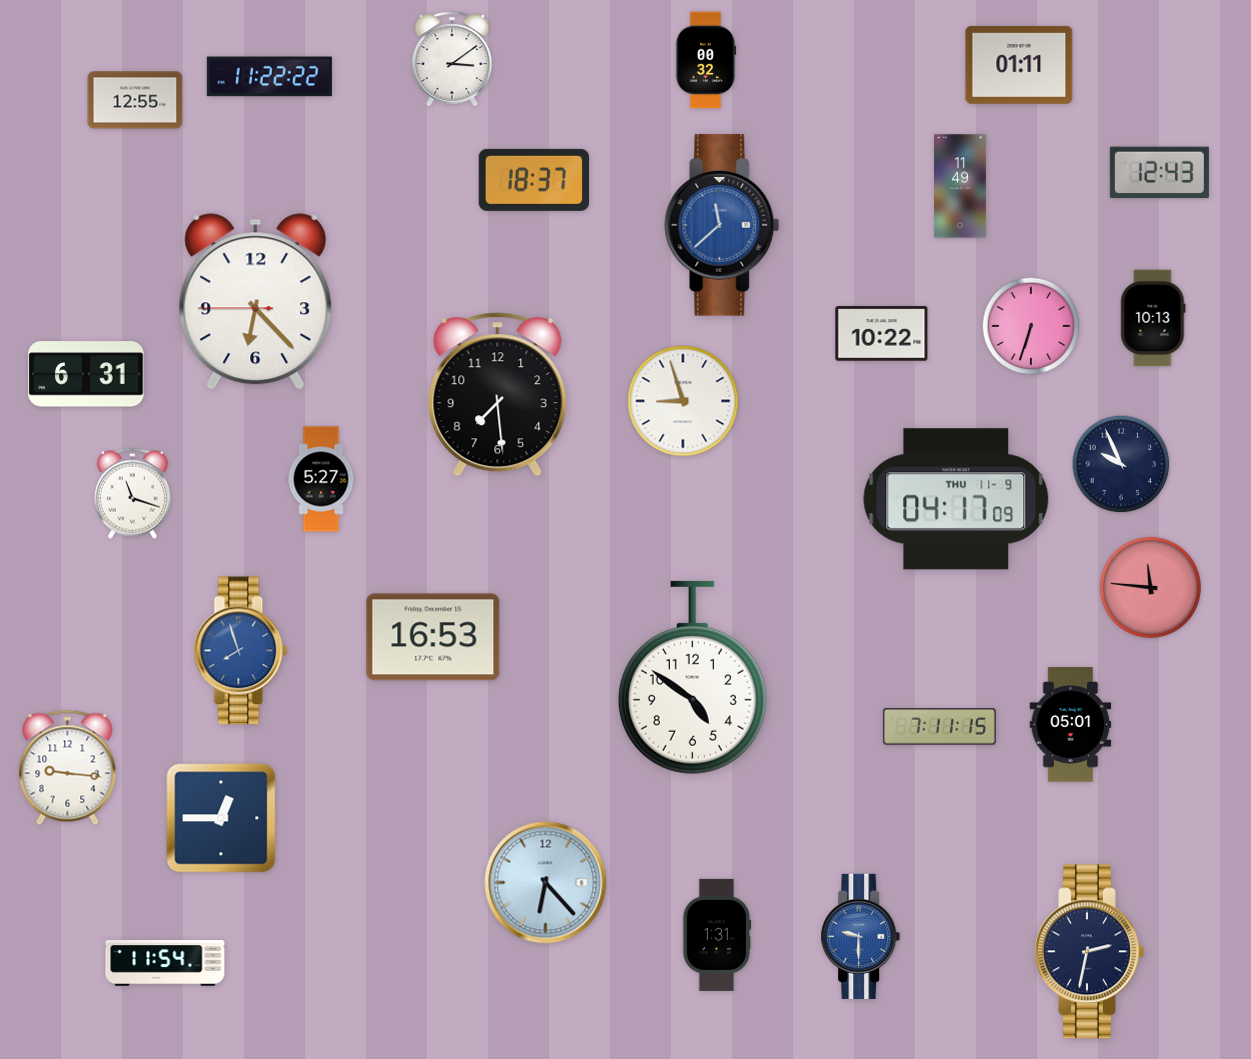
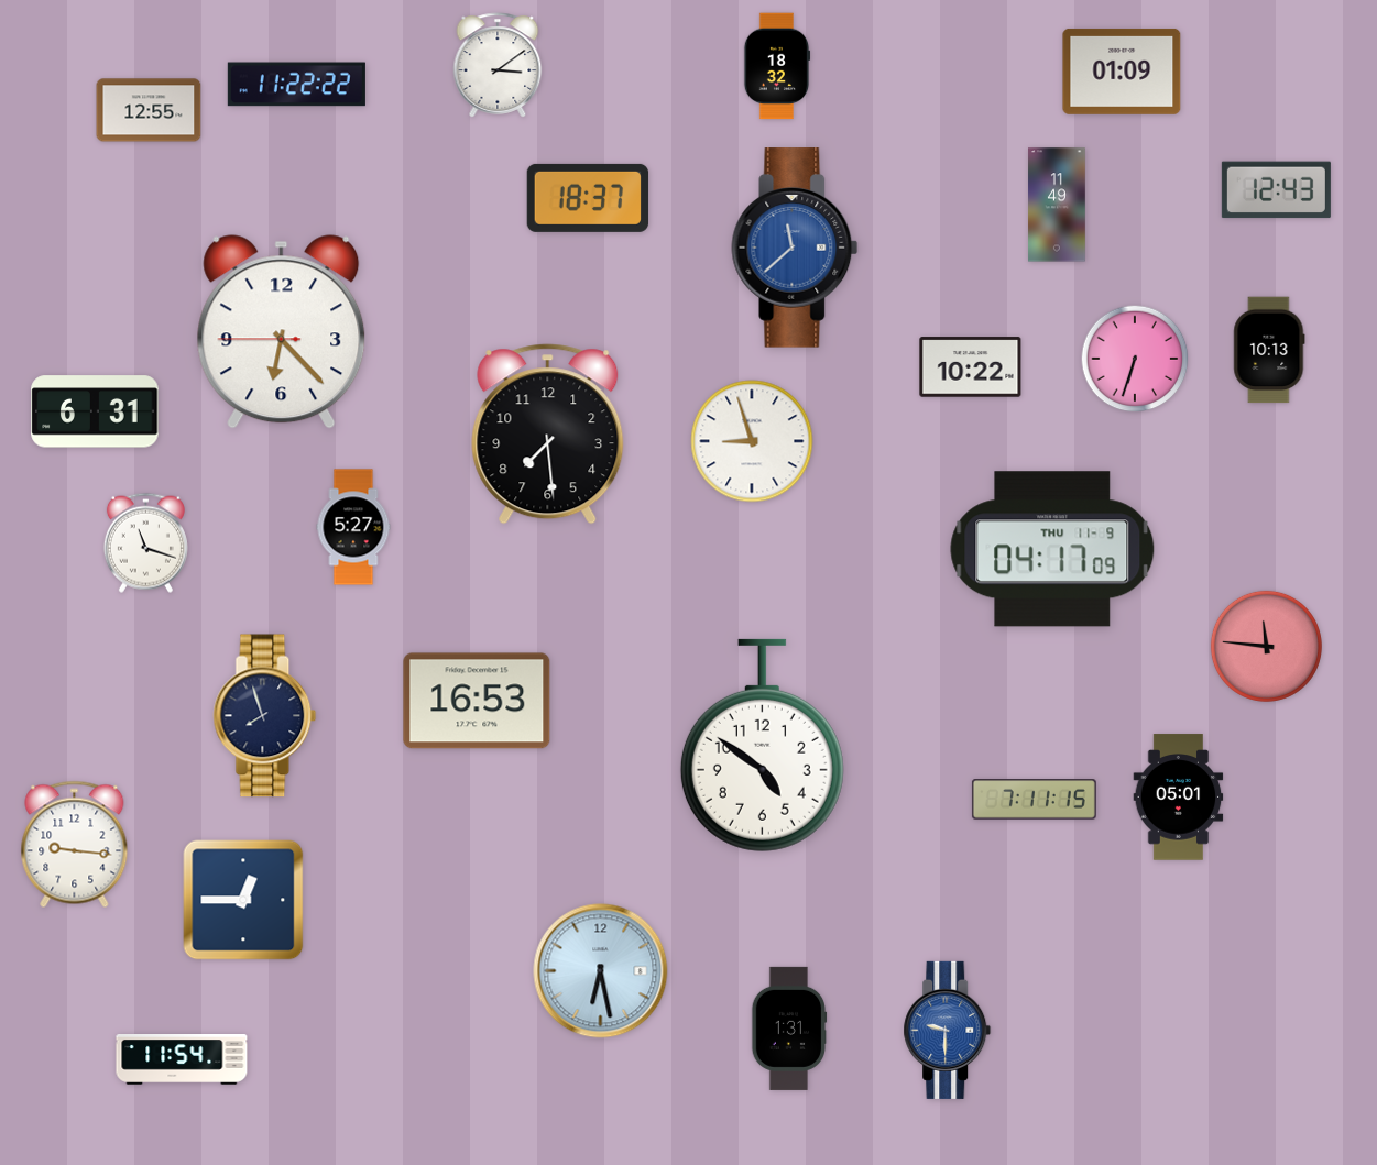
clock at (706, 60): 00:32 -> 18:32
clock at (1019, 65): 01:11 -> 01:09
clock at (1121, 464): 9:56 -> none
clock at (241, 651) dial: blue -> navy
clock at (546, 883): 6:23 -> 6:28
clock at (1090, 952): 2:32 -> none
